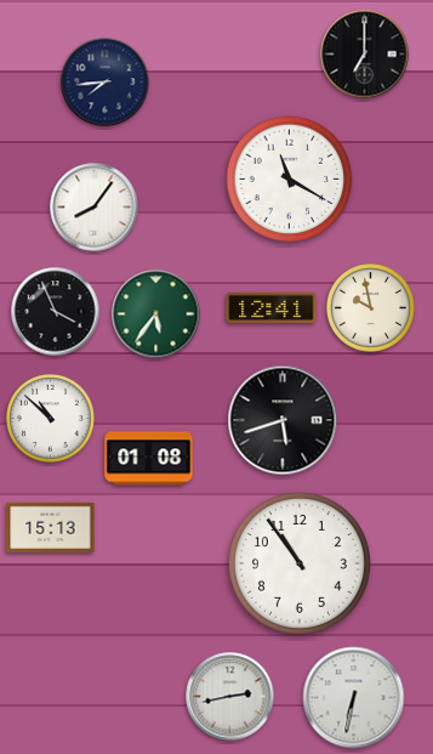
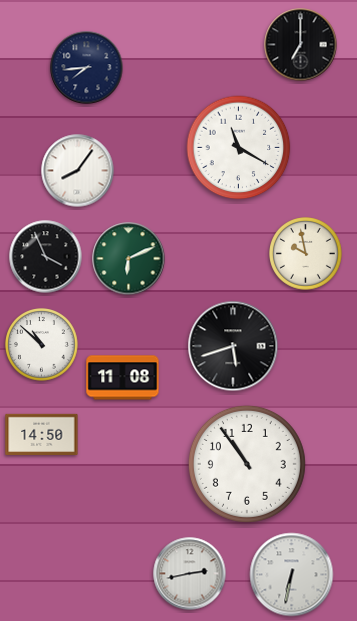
clock at (272, 307): 12:41 -> none
clock at (156, 314): 5:36 -> 6:11
clock at (149, 459): 01:08 -> 11:08
clock at (51, 527): 15:13 -> 14:50
